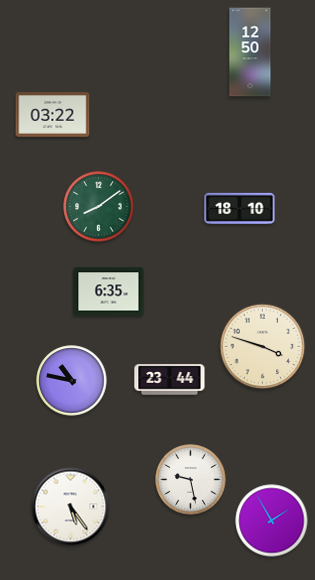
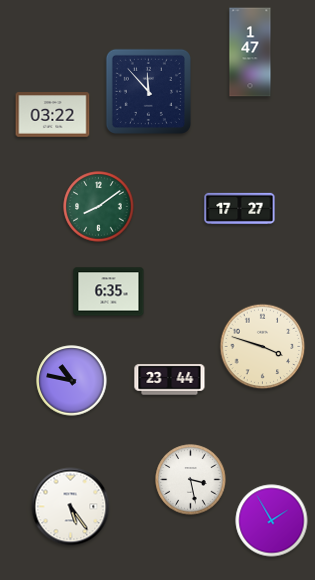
clock at (250, 52): 12:50 -> 1:47
clock at (148, 91): none -> 11:53
clock at (240, 208): 18:10 -> 17:27
clock at (191, 480): 9:28 -> 3:28
